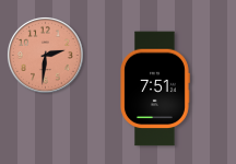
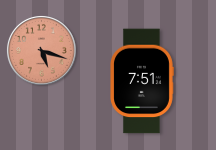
clock at (45, 55): 2:31 -> 5:18
